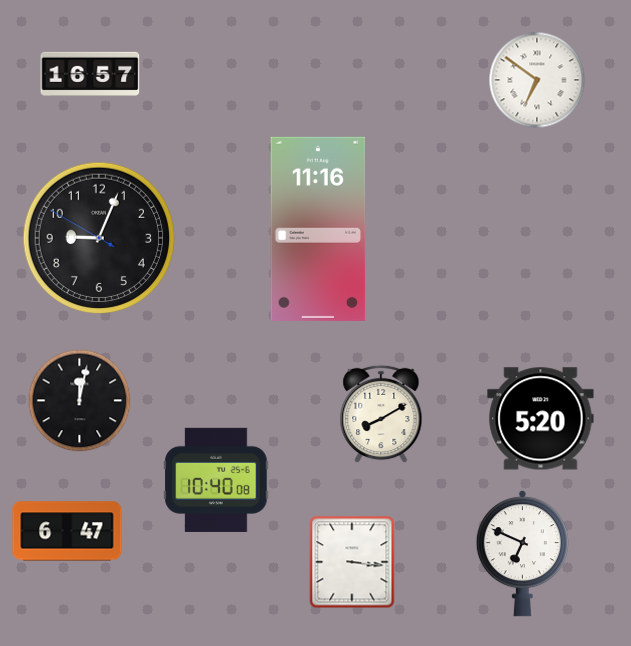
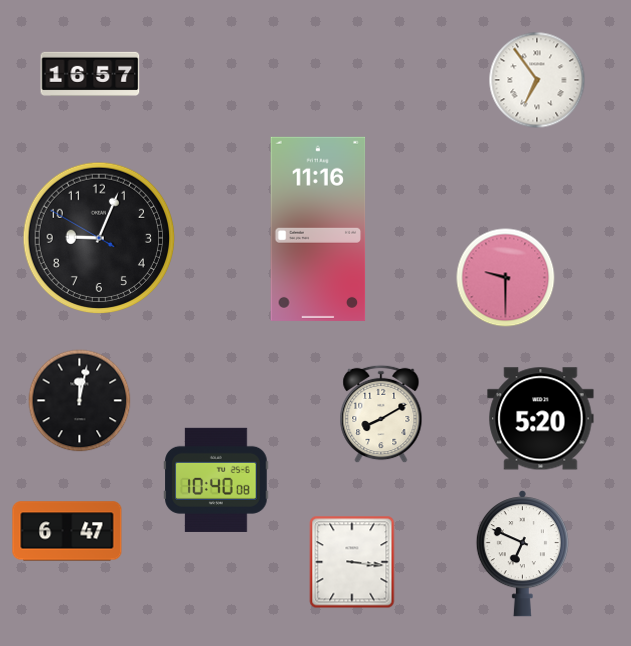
clock at (537, 80): 6:51 -> 6:54
clock at (506, 278): none -> 9:30
